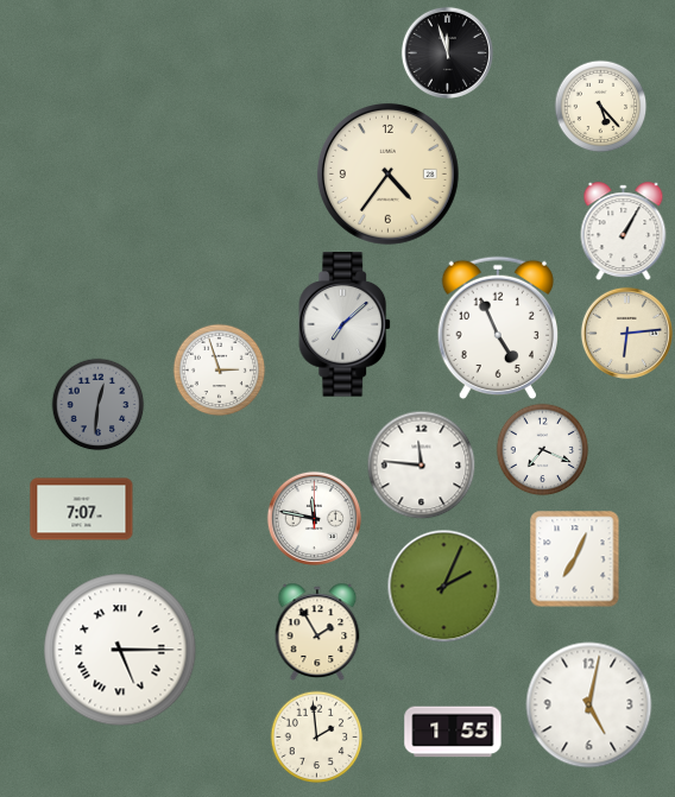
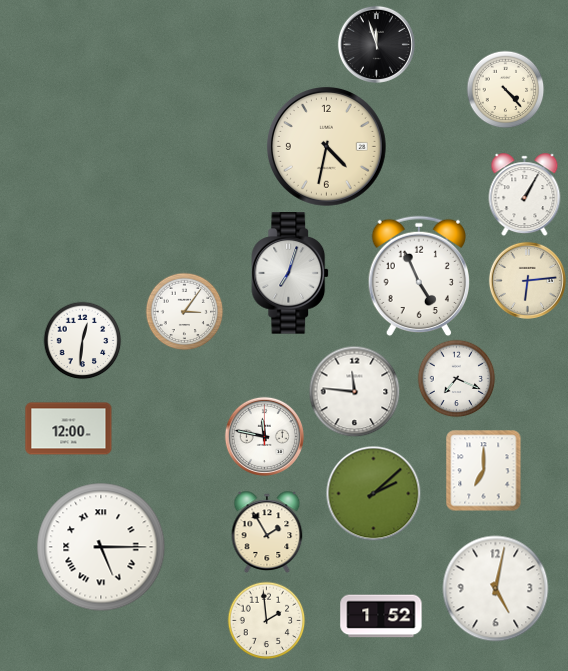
clock at (600, 106): 5:23 -> 4:23
clock at (389, 175): 4:36 -> 4:32
clock at (346, 324): 7:08 -> 7:03
clock at (219, 369): 2:57 -> 3:06
clock at (97, 404) dial: grey -> white
clock at (82, 510): 7:07 -> 12:00
clock at (575, 558): 7:04 -> 7:00
clock at (443, 586): 2:04 -> 2:08
clock at (589, 706) position: (589, 706) -> (496, 589)
clock at (453, 732): 1:55 -> 1:52
